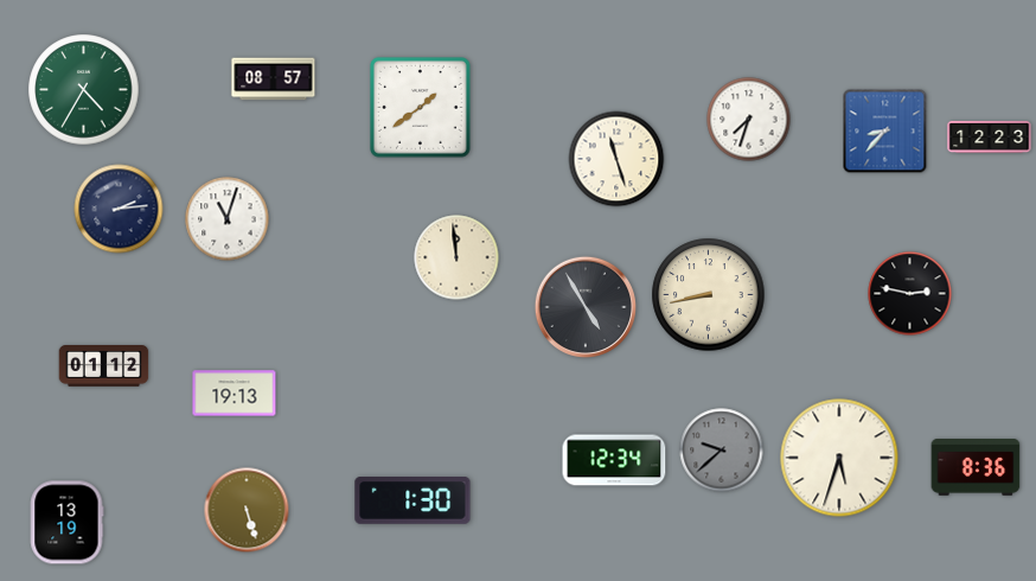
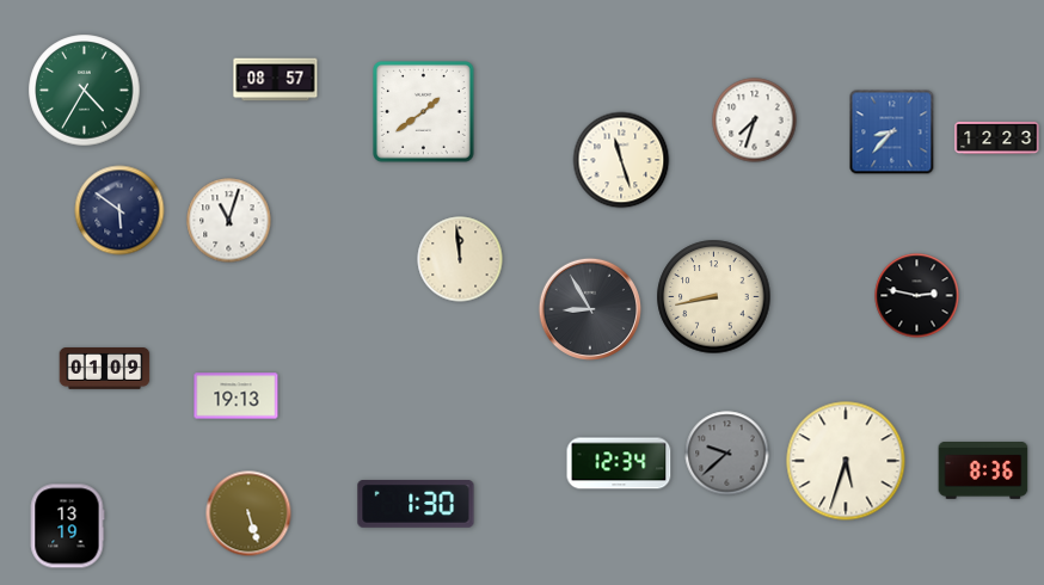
clock at (421, 108) position: (421, 108) -> (424, 112)
clock at (119, 209): 2:14 -> 5:51
clock at (584, 306): 4:55 -> 8:55
clock at (104, 366): 01:12 -> 01:09
